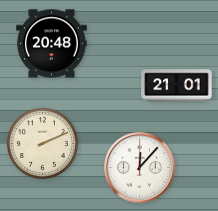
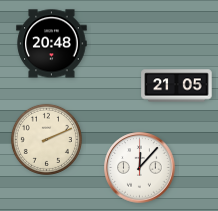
clock at (177, 86): 21:01 -> 21:05
clock at (42, 143) position: (42, 143) -> (46, 139)
